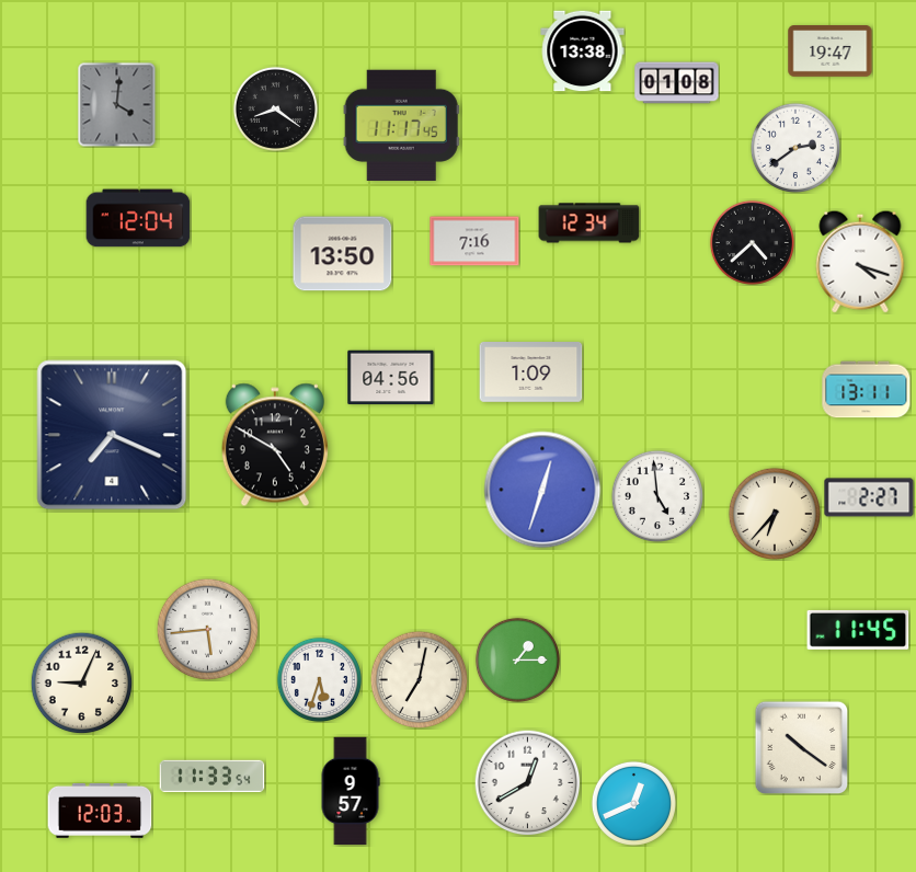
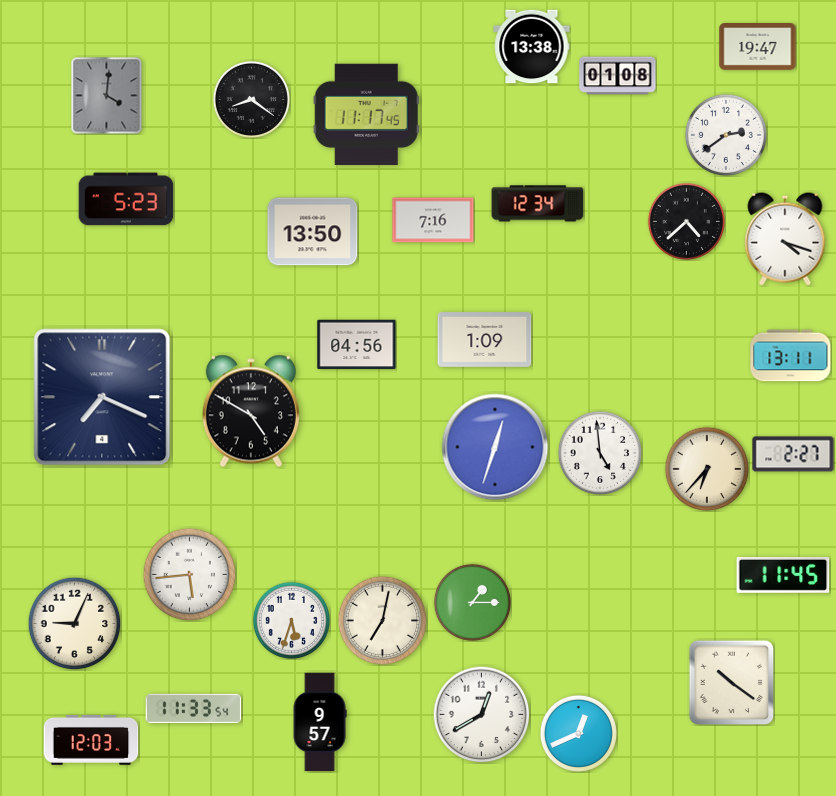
clock at (138, 218): 12:04 -> 5:23
clock at (275, 445) position: (275, 445) -> (251, 411)
